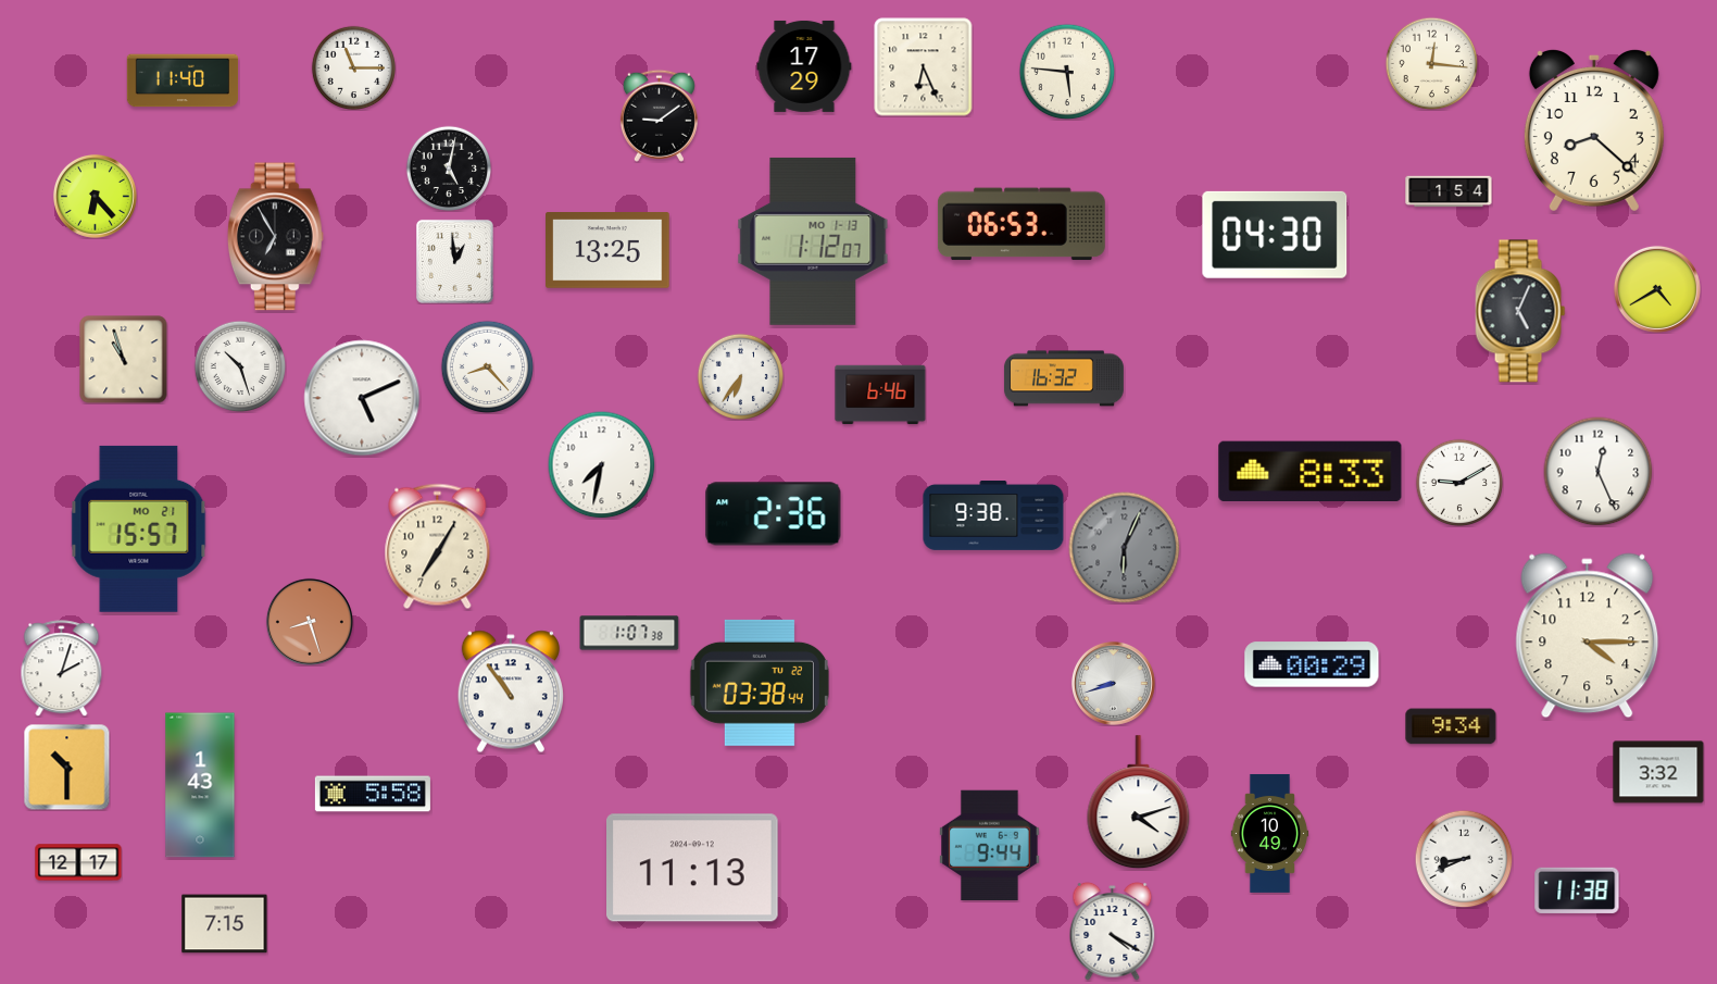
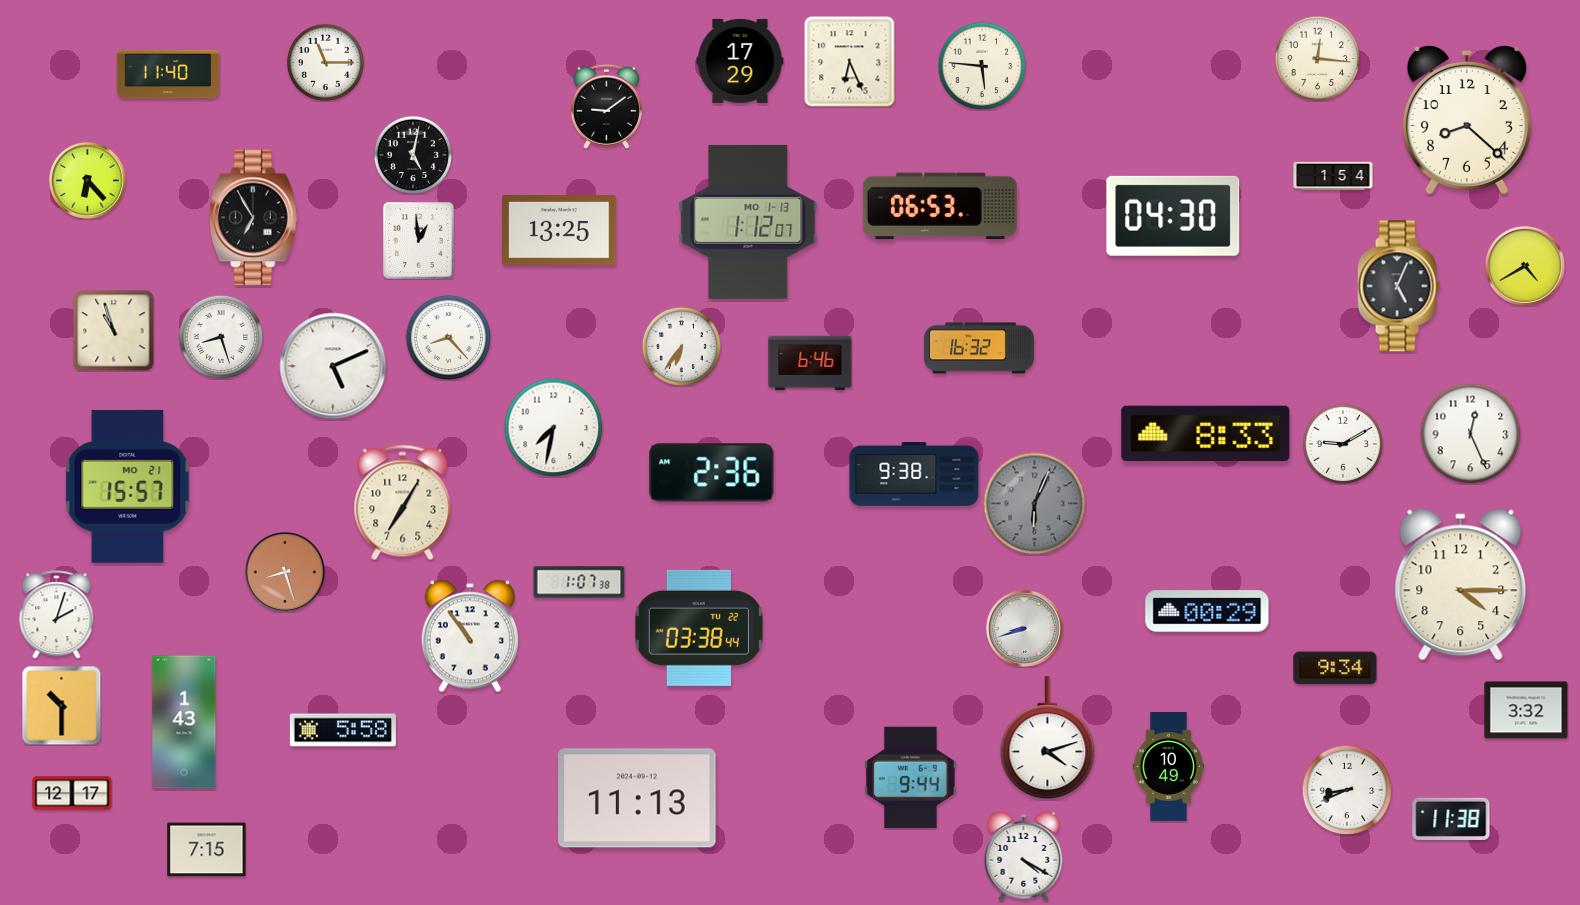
clock at (240, 366): 10:27 -> 8:27
